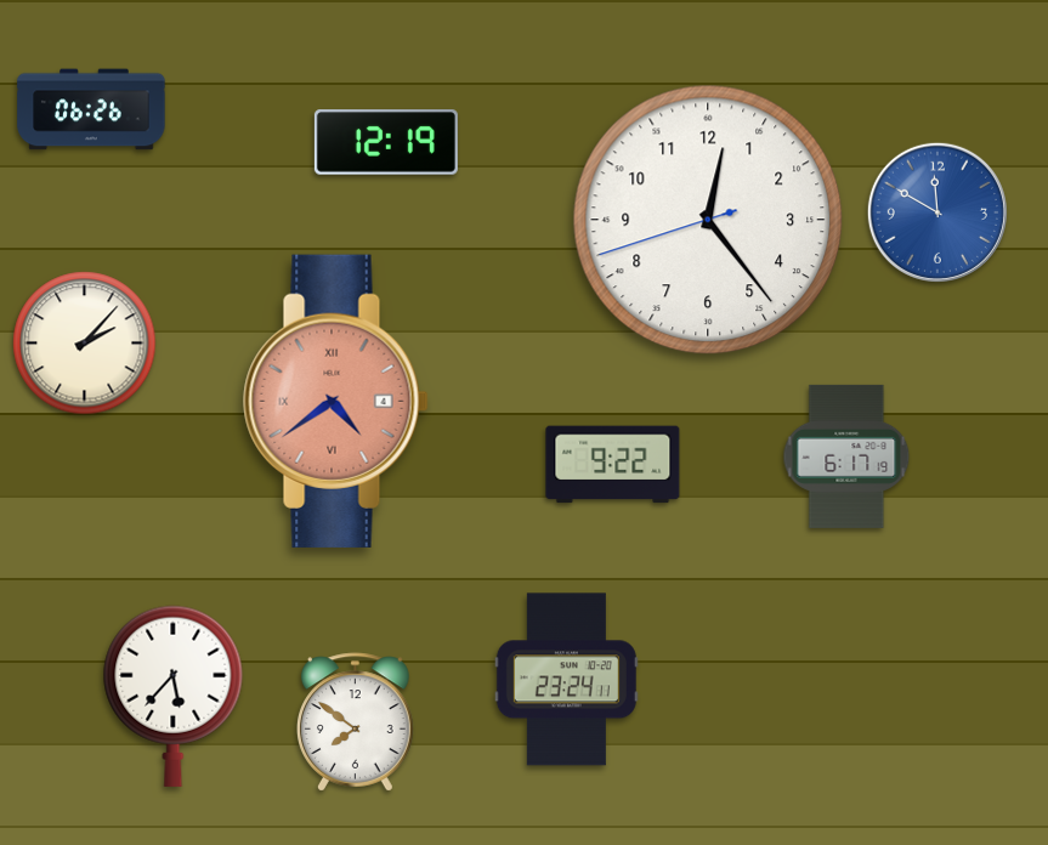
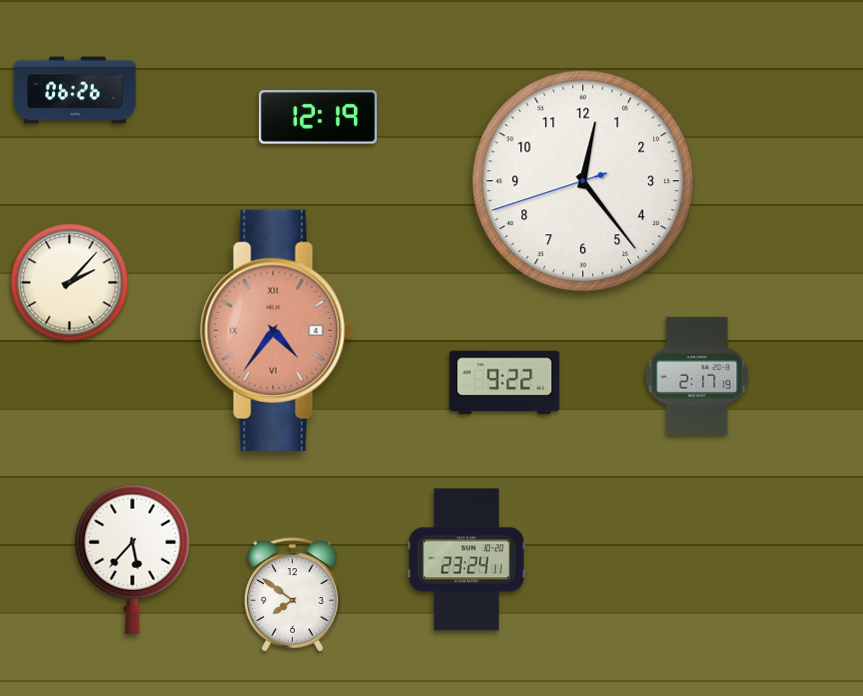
clock at (937, 212): 11:50 -> none
clock at (336, 401): 4:39 -> 4:36
clock at (846, 456): 6:17 -> 2:17
clock at (174, 696) position: (174, 696) -> (133, 559)
